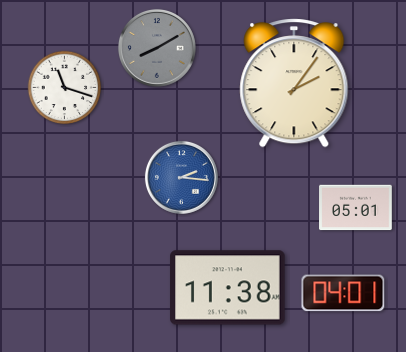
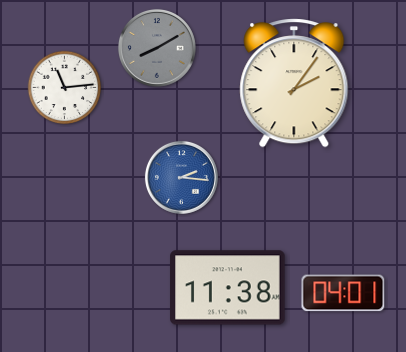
clock at (65, 88): 11:18 -> 11:14
clock at (356, 208): 05:01 -> none
